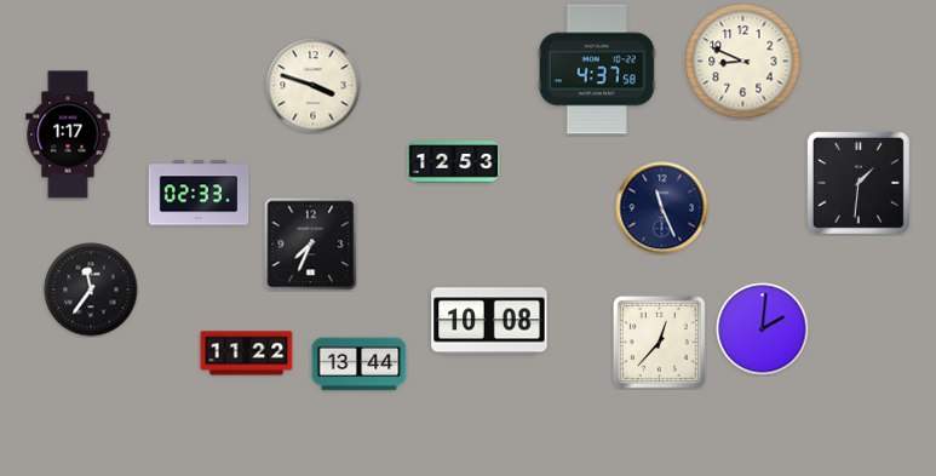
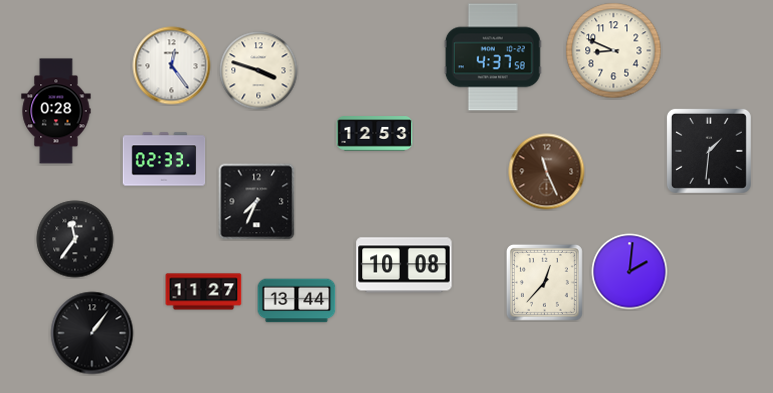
clock at (172, 66): none -> 12:24
clock at (68, 134): 1:17 -> 0:28
clock at (662, 208) dial: navy -> brown
clock at (247, 354): 11:22 -> 11:27
clock at (92, 333): none -> 1:06
